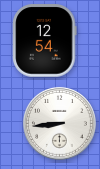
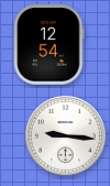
clock at (59, 123): 8:44 -> 9:16
